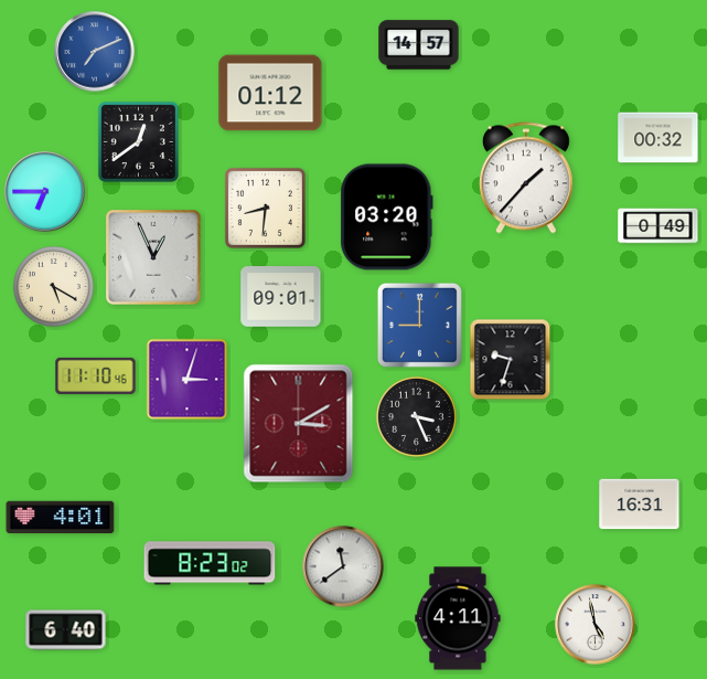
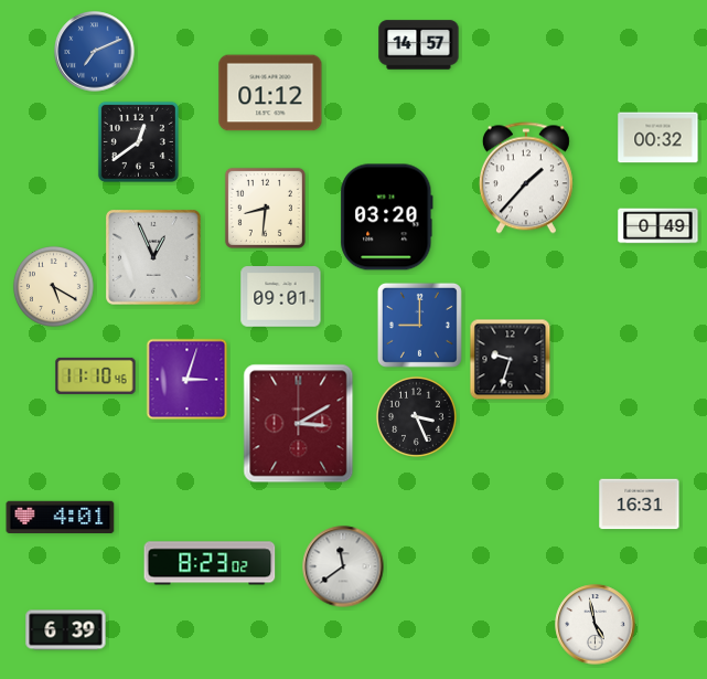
clock at (45, 192): 6:45 -> none
clock at (458, 618): 4:11 -> none
clock at (66, 630): 6:40 -> 6:39
